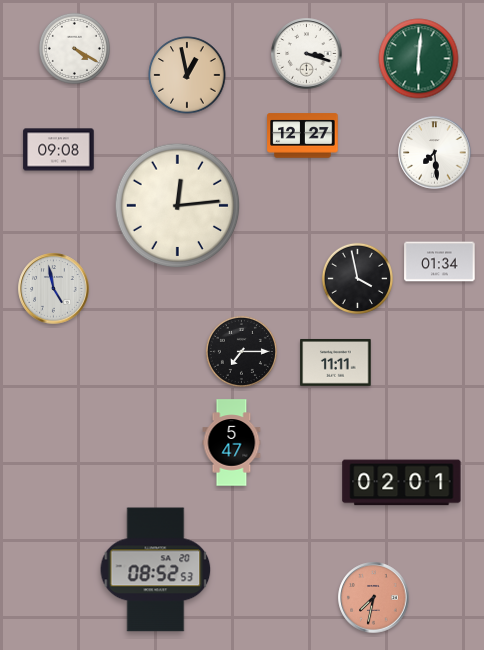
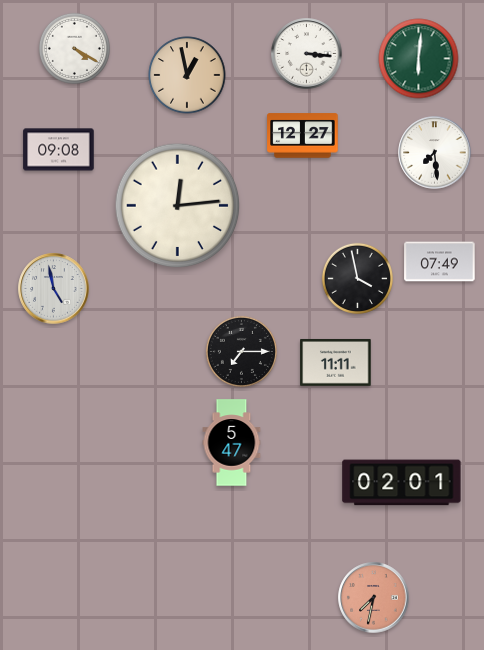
clock at (307, 54): 3:18 -> 3:16
clock at (440, 262): 01:34 -> 07:49
clock at (156, 570): 08:52 -> none
